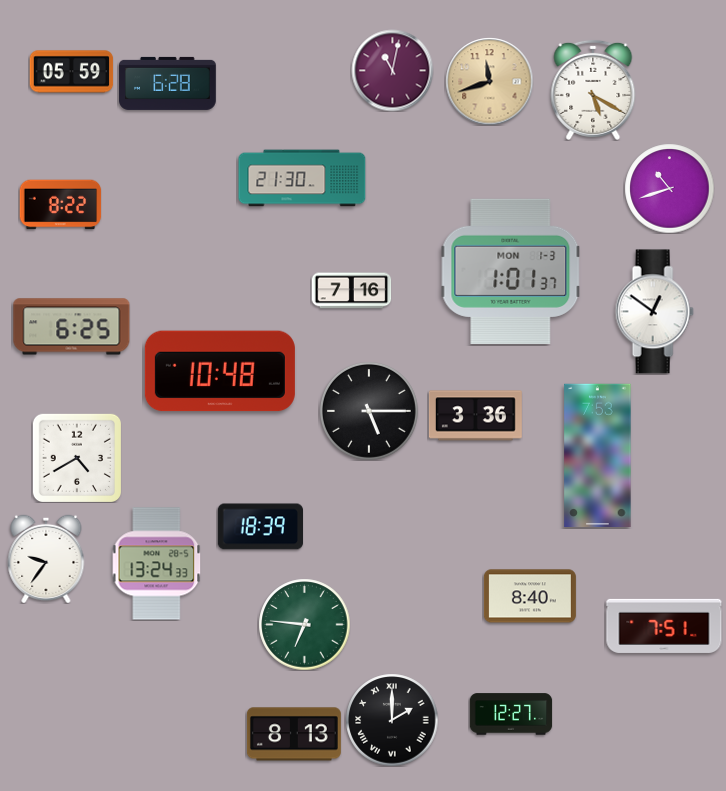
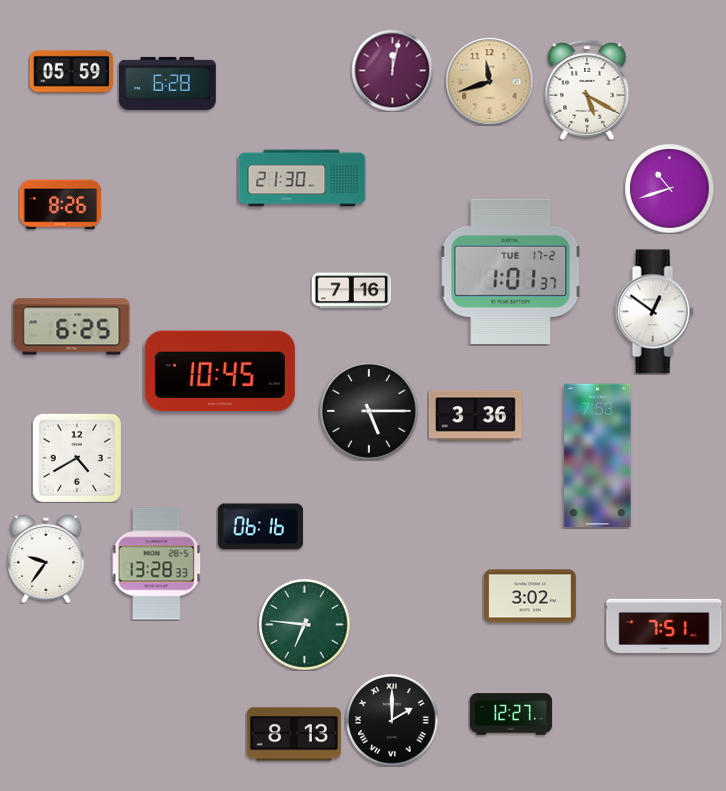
clock at (392, 70): 11:02 -> 12:02
clock at (593, 90) position: (593, 90) -> (587, 90)
clock at (60, 205): 8:22 -> 8:26
clock at (511, 271) date: MON 1-3 -> TUE 17-2
clock at (220, 371): 10:48 -> 10:45
clock at (260, 527): 18:39 -> 06:16
clock at (157, 564): 13:24 -> 13:28
clock at (530, 596): 8:40 -> 3:02
